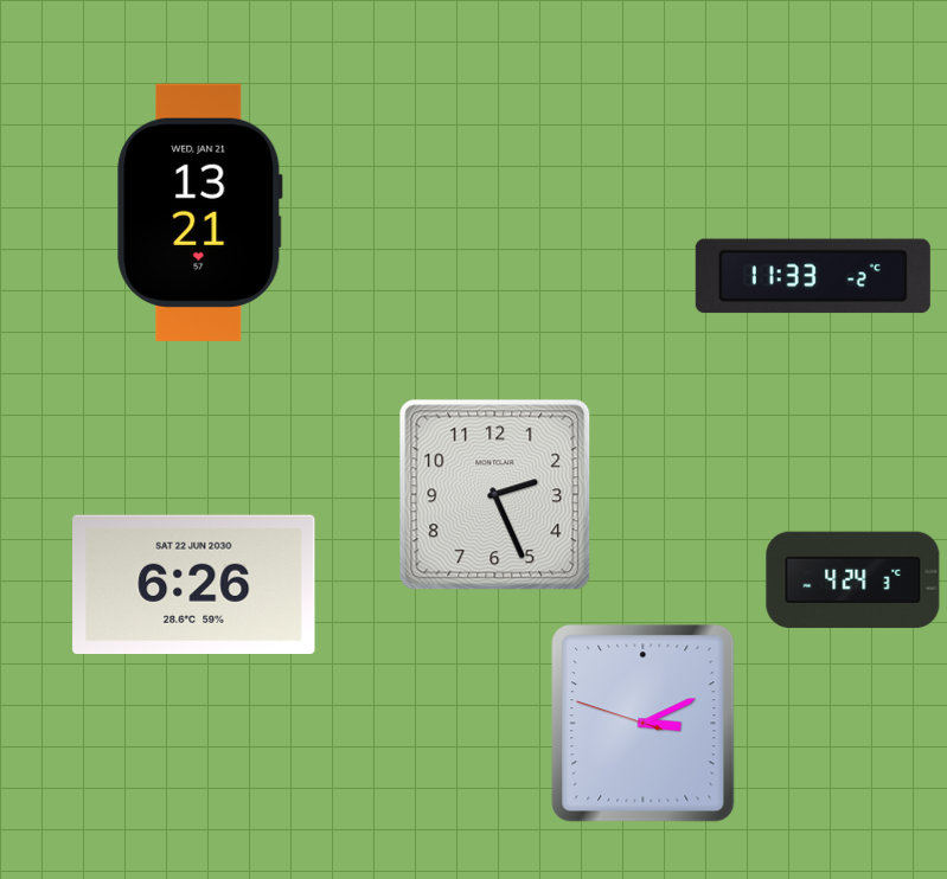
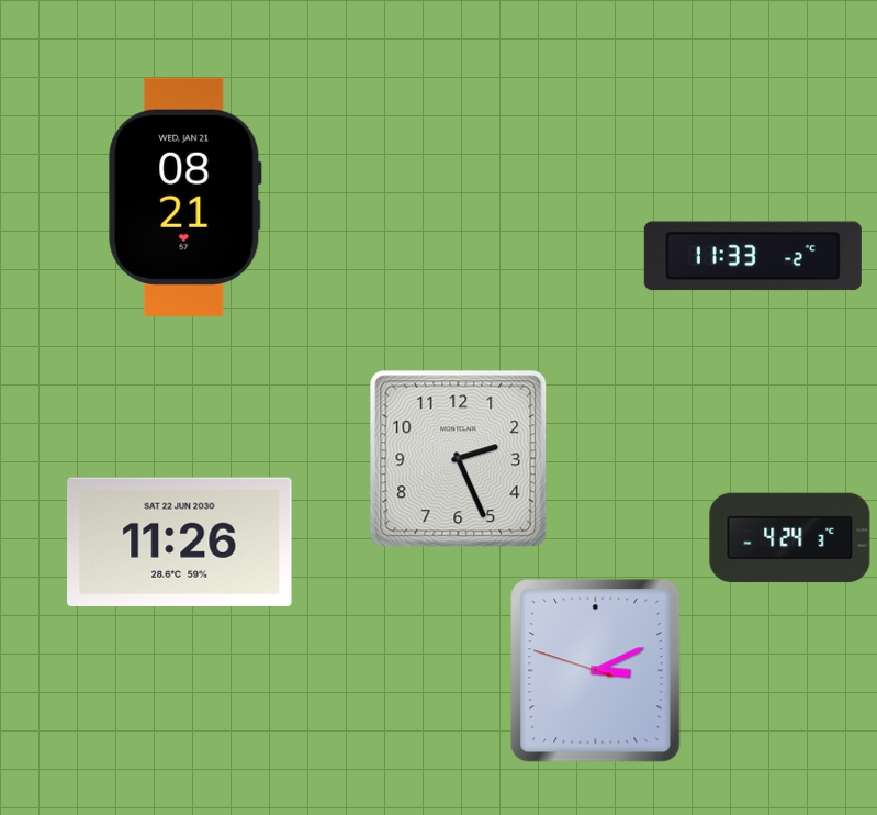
clock at (200, 212): 13:21 -> 08:21
clock at (194, 584): 6:26 -> 11:26
